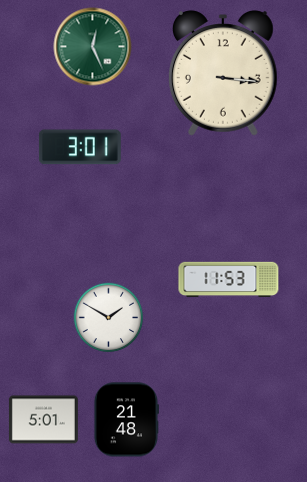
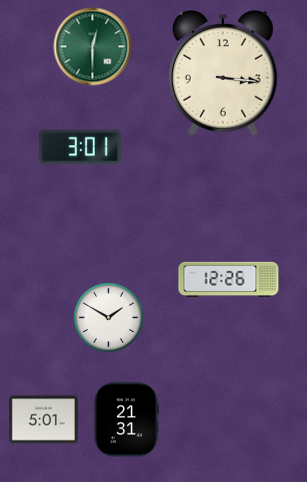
clock at (93, 47): 12:26 -> 12:30
clock at (229, 280): 11:53 -> 12:26
clock at (126, 420): 21:48 -> 21:31
